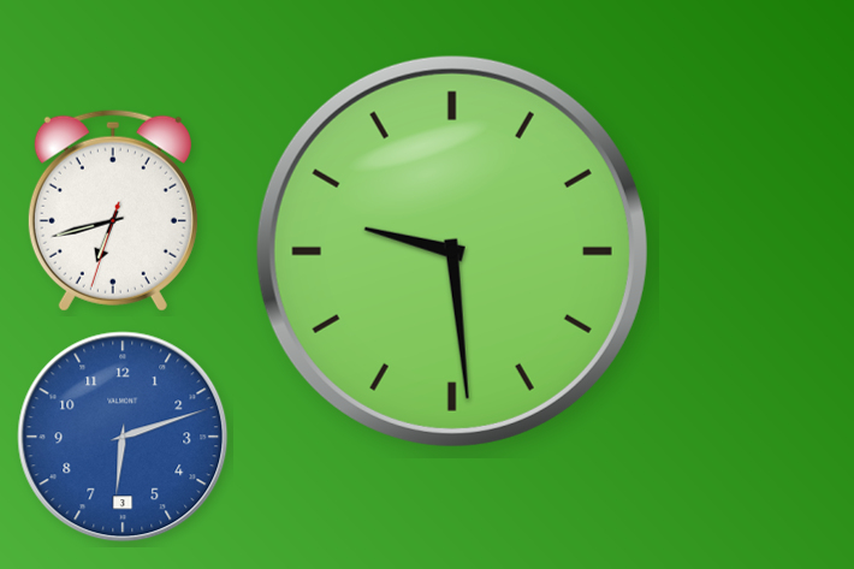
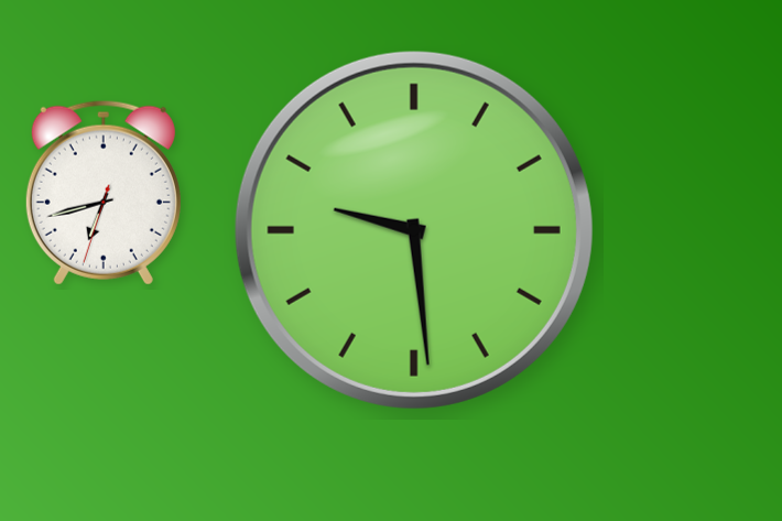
clock at (123, 437): 6:12 -> none
